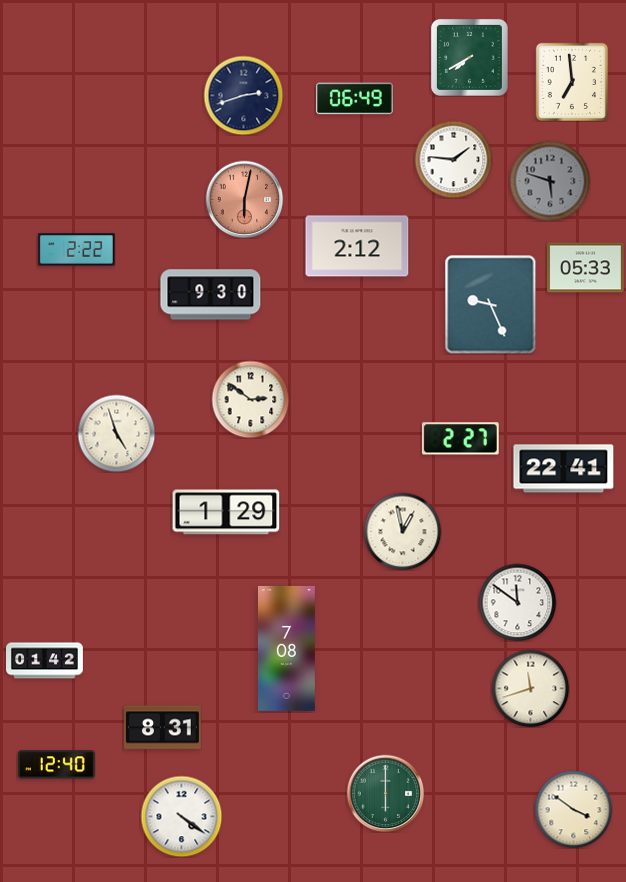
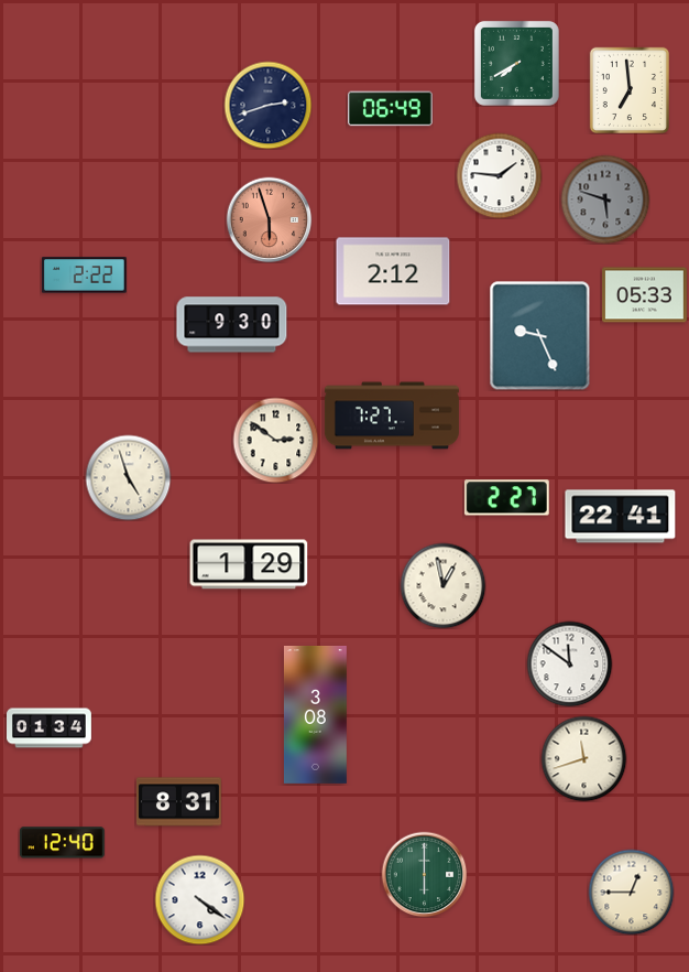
clock at (244, 199): 6:02 -> 5:57
clock at (392, 415): none -> 7:27
clock at (460, 439) position: (460, 439) -> (506, 498)
clock at (286, 648): 7:08 -> 3:08
clock at (45, 661): 01:42 -> 01:34
clock at (573, 809): 3:51 -> 12:45
